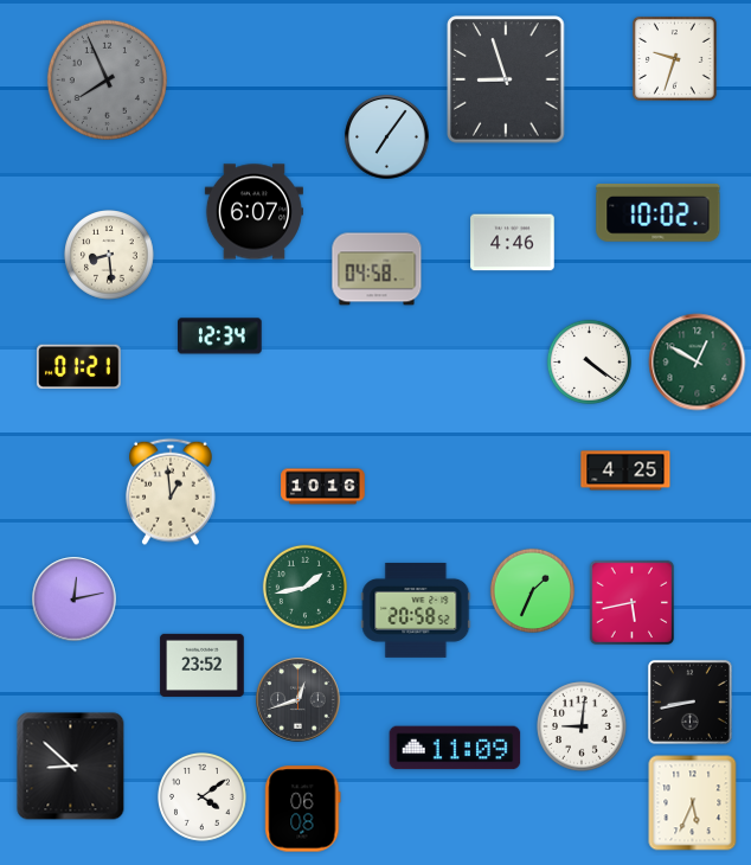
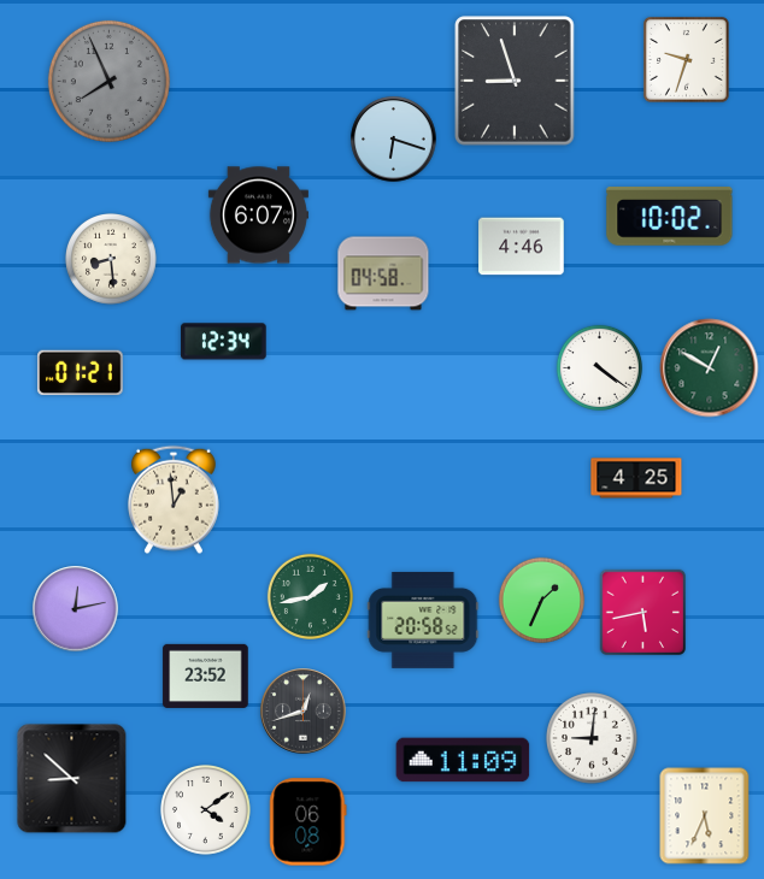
clock at (387, 137): 7:06 -> 6:18
clock at (323, 487): 10:16 -> none
clock at (691, 703): 8:43 -> none
